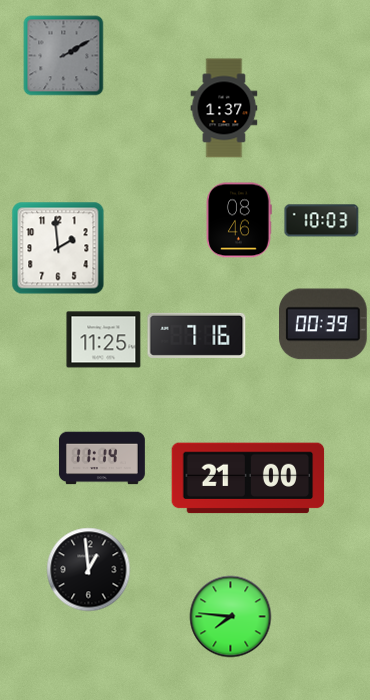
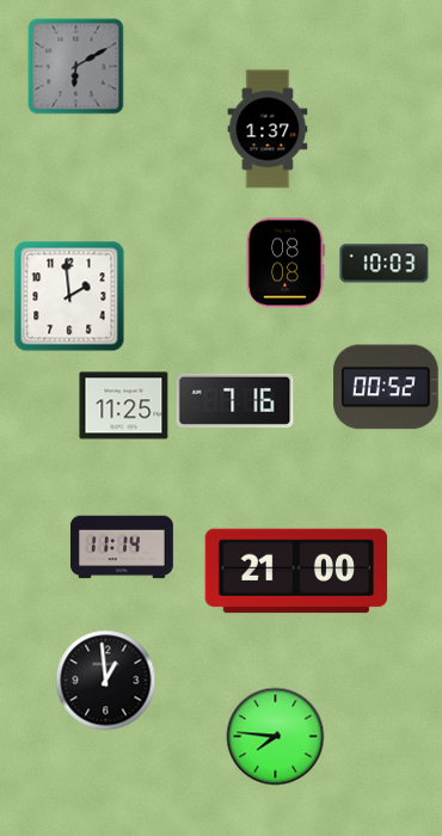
clock at (64, 56): 2:10 -> 6:10
clock at (239, 220): 08:46 -> 08:08
clock at (324, 324): 00:39 -> 00:52
